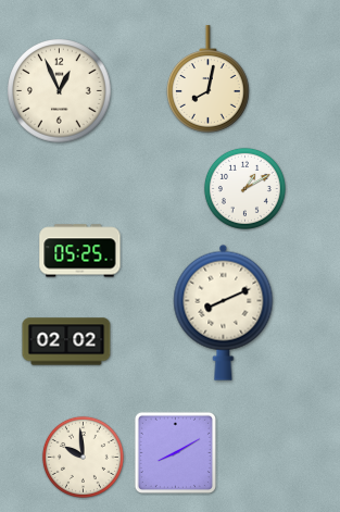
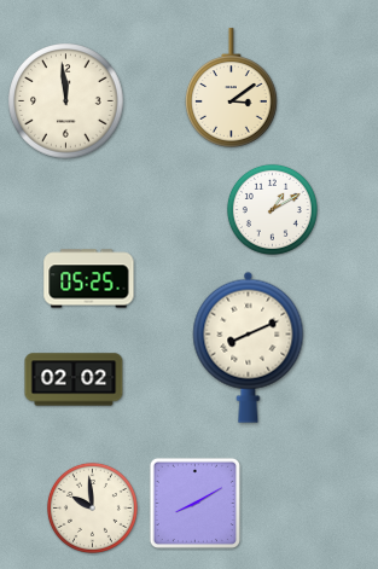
clock at (209, 79): 8:02 -> 3:09
clock at (60, 91): 12:56 -> 11:59
